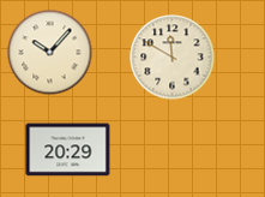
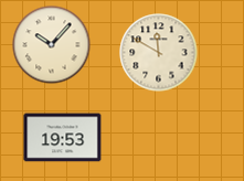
clock at (50, 53) position: (50, 53) -> (52, 45)
clock at (68, 150): 20:29 -> 19:53
